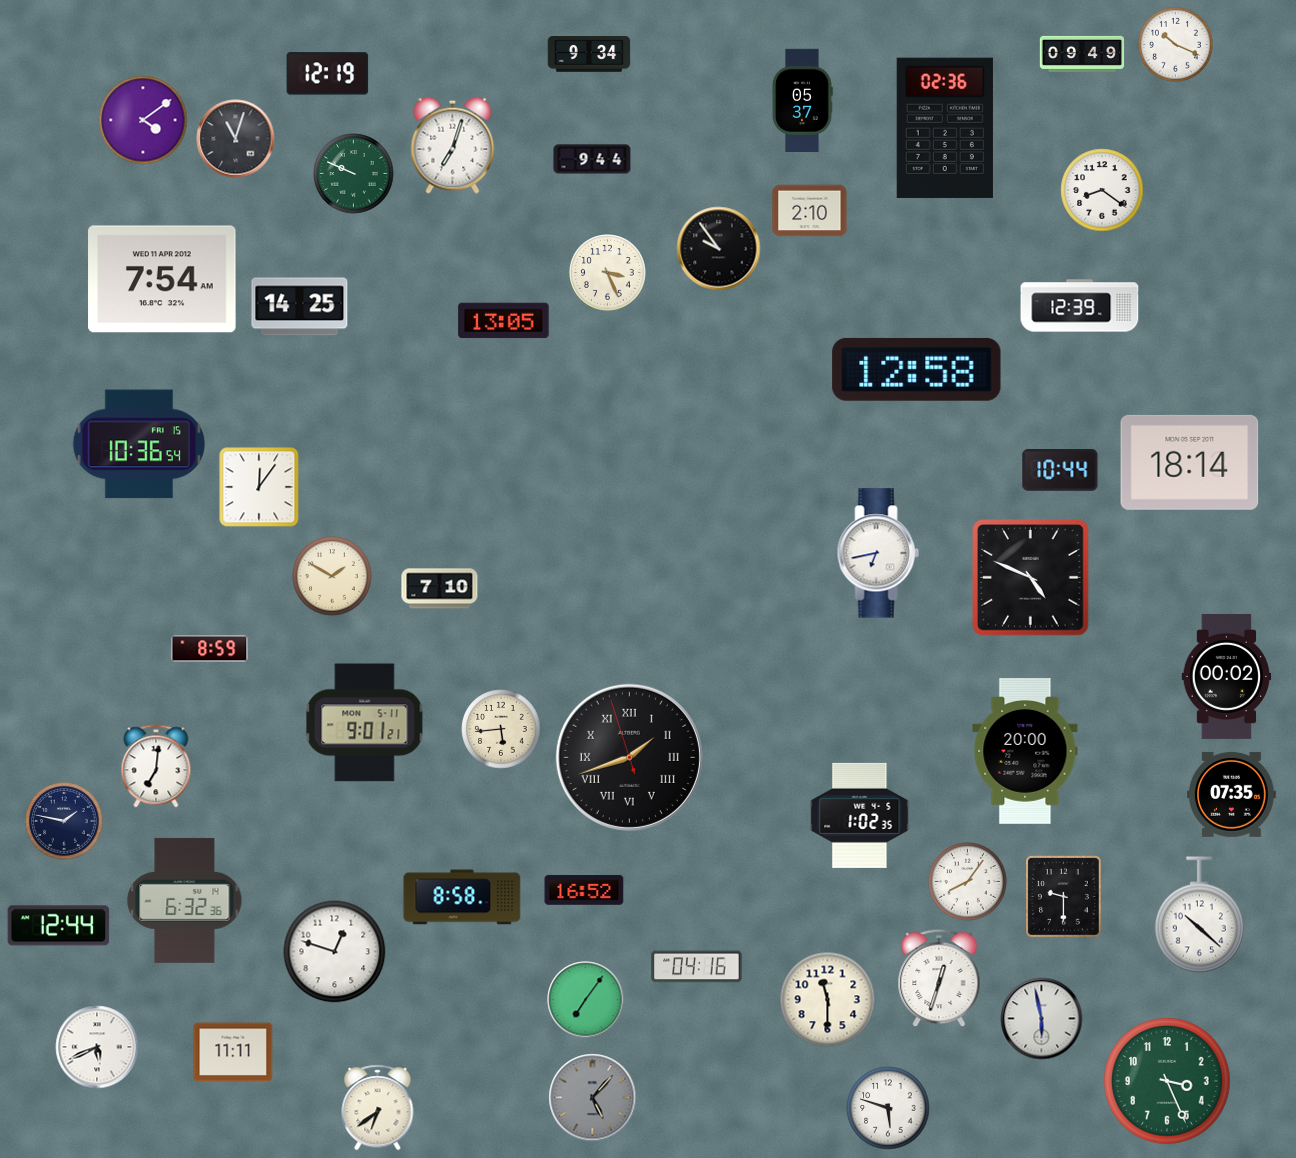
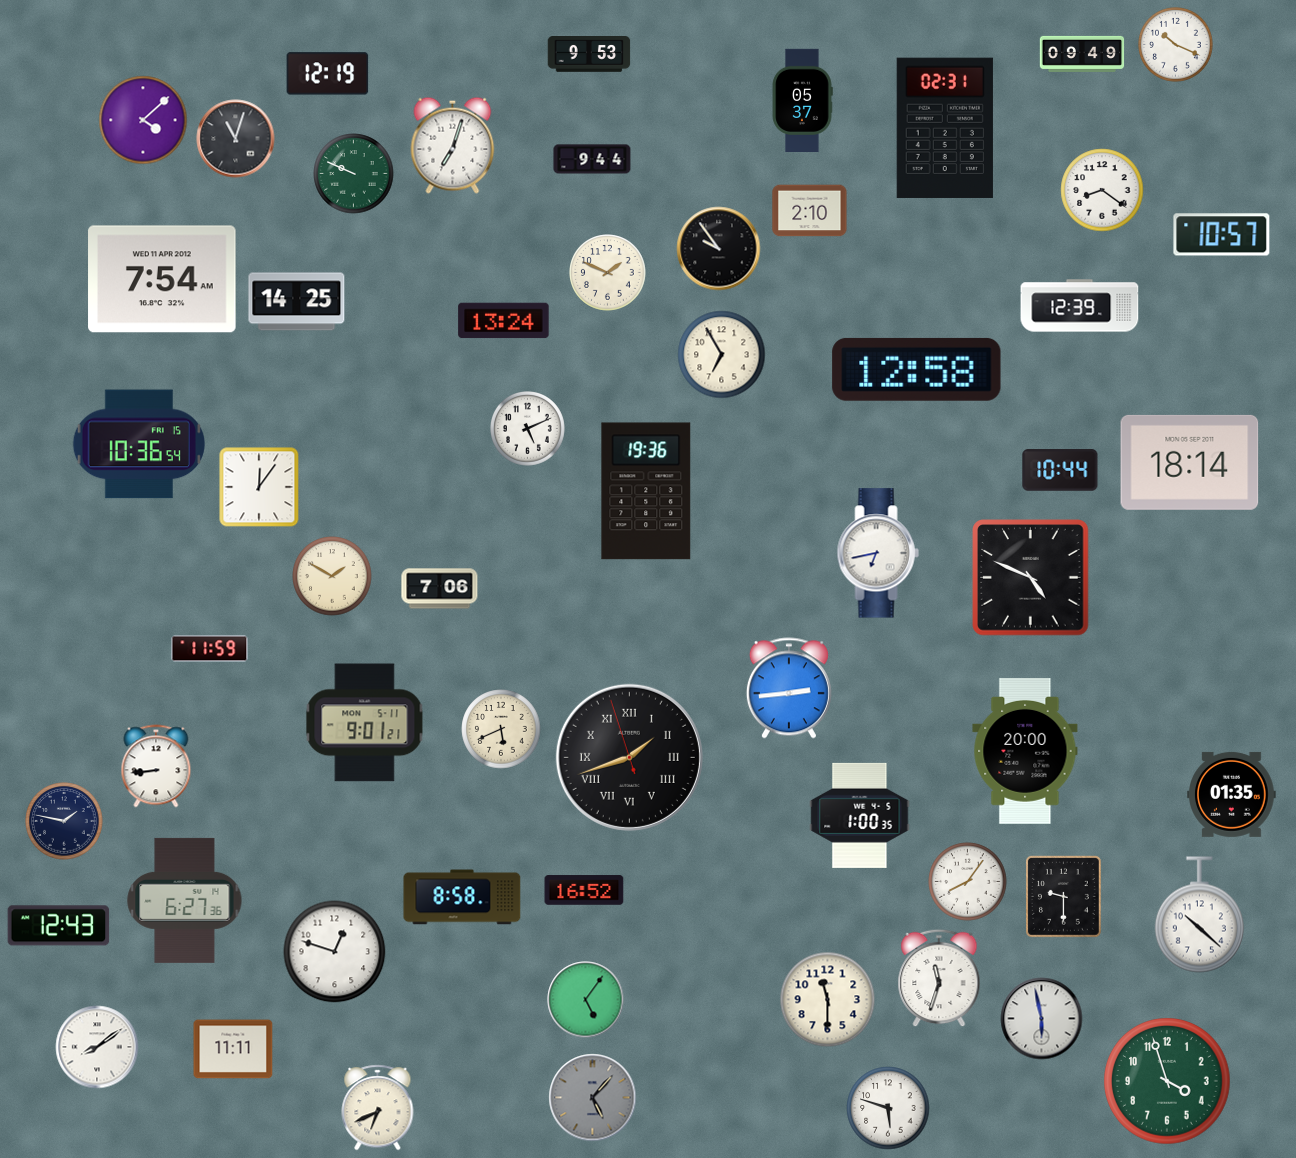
clock at (589, 55): 9:34 -> 9:53
clock at (143, 120): 4:09 -> 4:08
clock at (945, 127): 02:36 -> 02:31
clock at (1222, 235): none -> 10:57
clock at (608, 273): 3:26 -> 1:49
clock at (300, 307) position: (300, 307) -> (297, 302)
clock at (504, 321): 13:05 -> 13:24
clock at (722, 355): none -> 6:55
clock at (528, 429): none -> 5:11
clock at (646, 491): none -> 19:36
clock at (440, 589): 7:10 -> 7:06
clock at (210, 649): 8:59 -> 11:59
clock at (1227, 676): 00:02 -> none
clock at (789, 688): none -> 2:44
clock at (501, 729): 5:44 -> 5:41
clock at (156, 766): 7:01 -> 8:44
clock at (1232, 794): 07:35 -> 01:35
clock at (860, 815): 1:02 -> 1:00
clock at (185, 900): 6:32 -> 6:27
clock at (59, 926): 12:44 -> 12:43
clock at (697, 967): 04:16 -> none
clock at (939, 978): 12:33 -> 11:33
clock at (586, 1000): 7:06 -> 5:06
clock at (97, 1047): 5:41 -> 8:09
clock at (233, 1052) position: (233, 1052) -> (233, 1049)
clock at (1167, 1081): 3:26 -> 3:57
clock at (378, 1108): 6:39 -> 6:41
